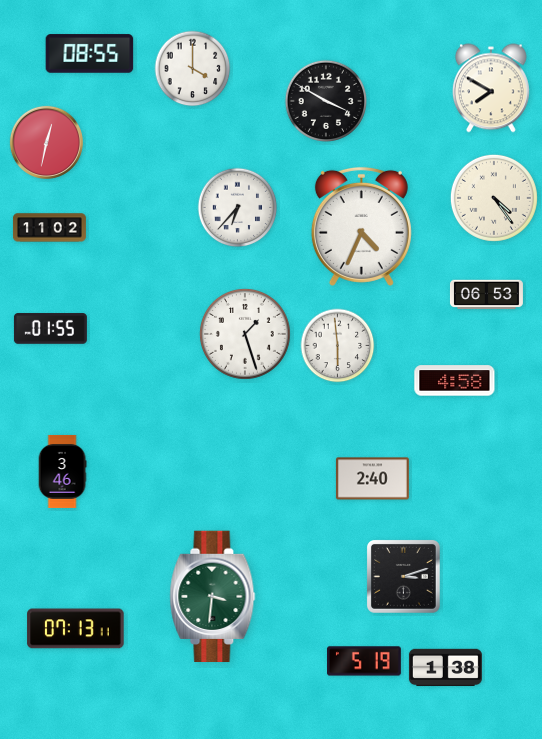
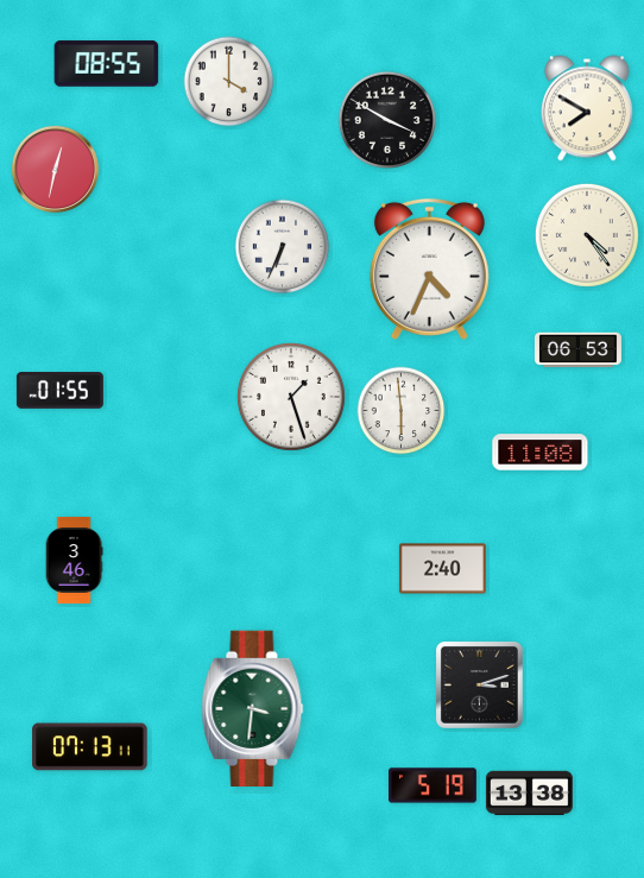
clock at (491, 88) position: (491, 88) -> (587, 108)
clock at (238, 208): 6:37 -> 6:34
clock at (49, 228): 11:02 -> none
clock at (455, 381): 4:58 -> 11:08
clock at (445, 667): 1:38 -> 13:38
